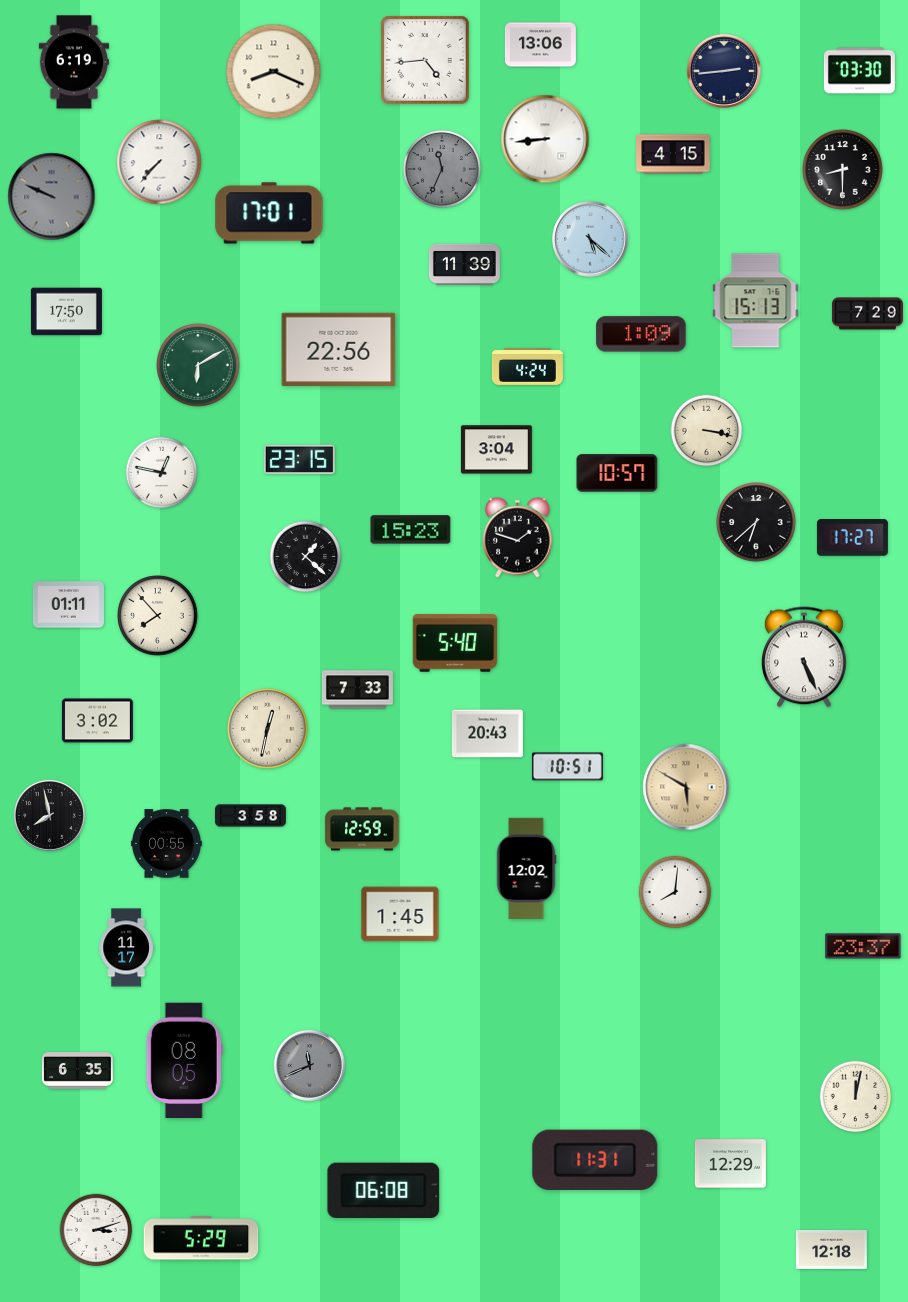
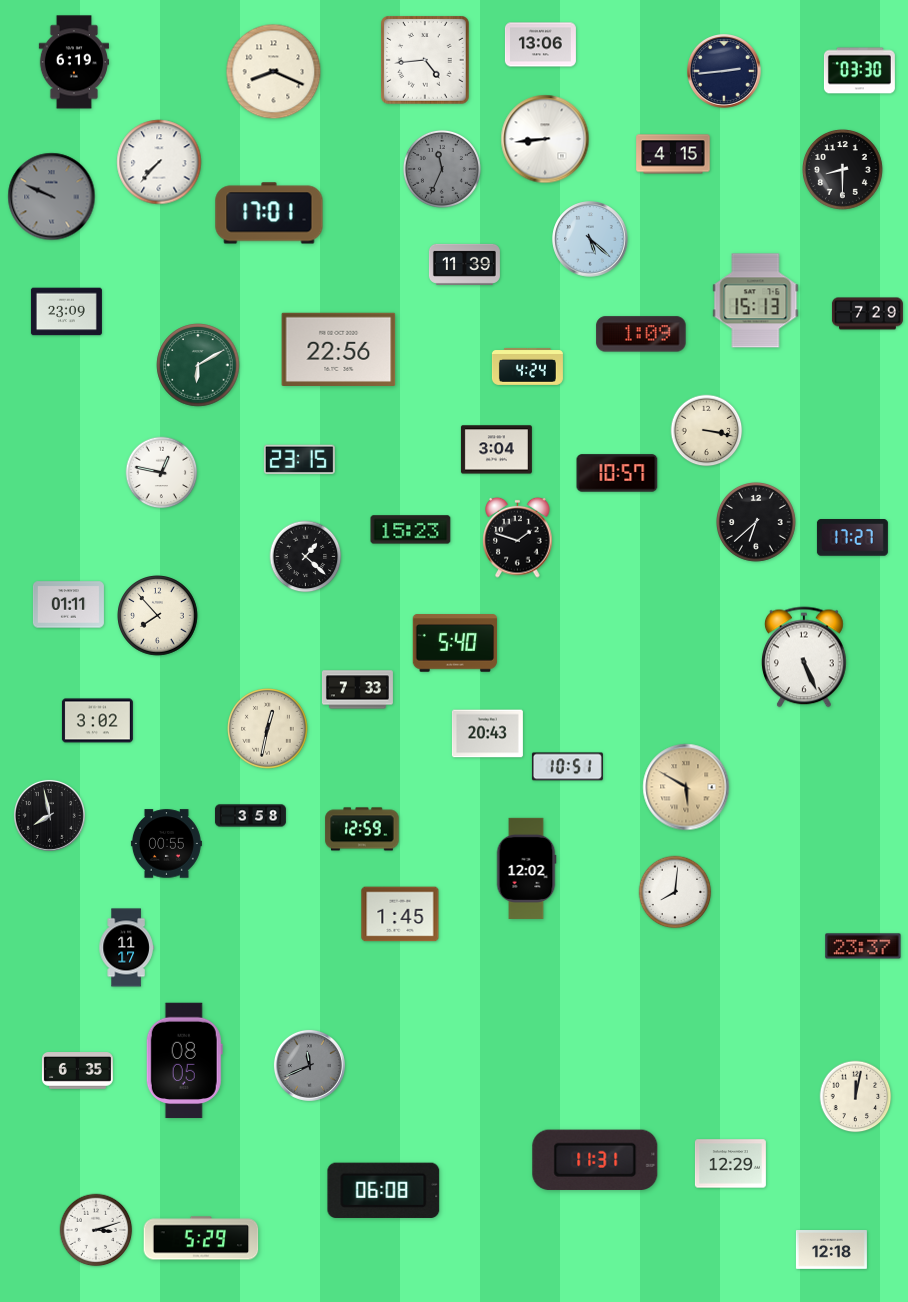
clock at (66, 312): 17:50 -> 23:09
